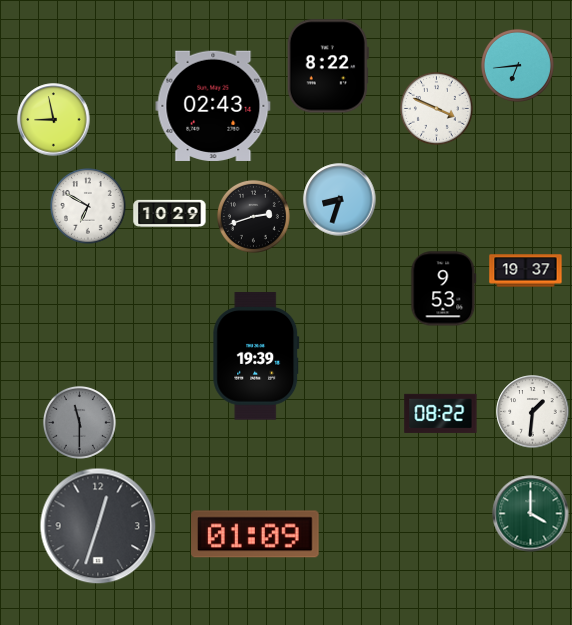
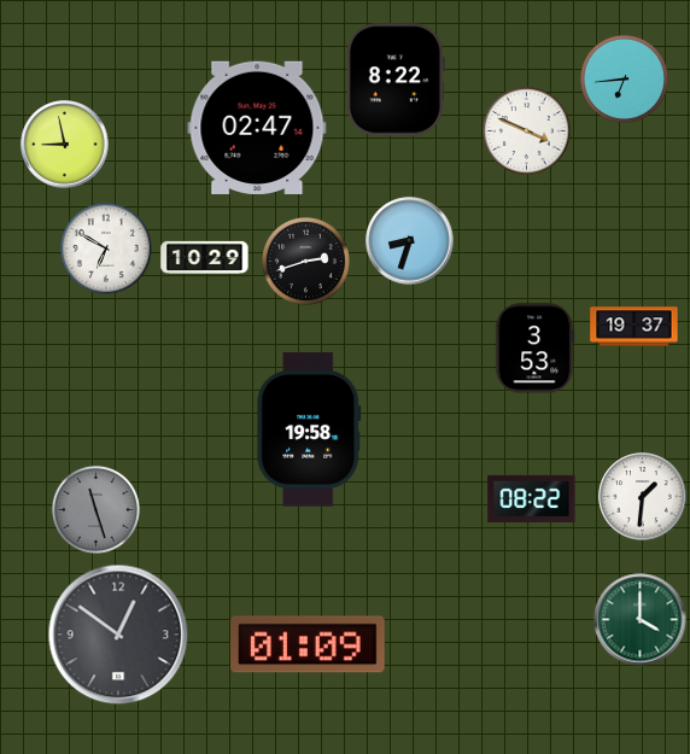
clock at (213, 105): 02:43 -> 02:47
clock at (444, 289): 9:53 -> 3:53
clock at (256, 356): 19:39 -> 19:58
clock at (79, 422): 11:30 -> 11:27
clock at (98, 526): 12:33 -> 12:51
